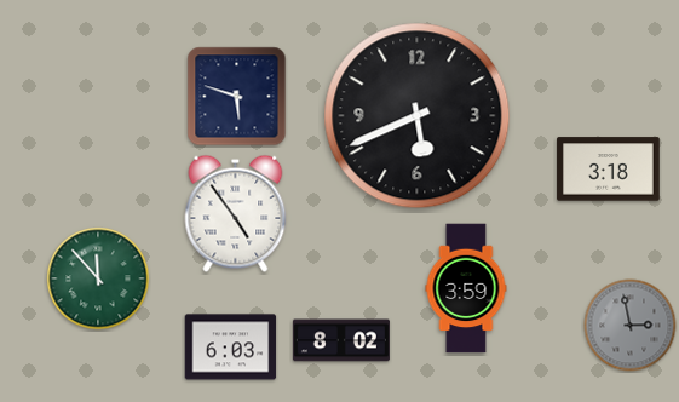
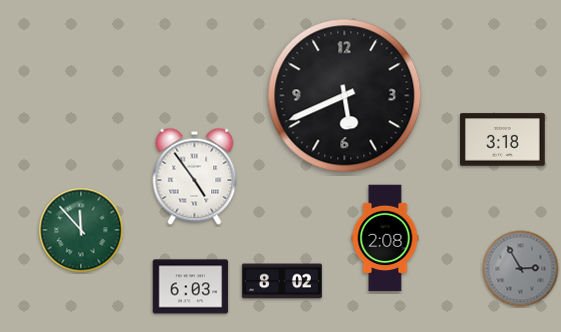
clock at (237, 97): 5:48 -> none
clock at (466, 288): 3:59 -> 2:08
clock at (631, 326): 2:58 -> 2:55
